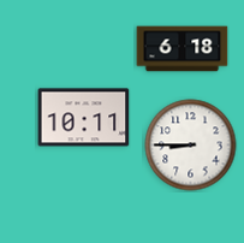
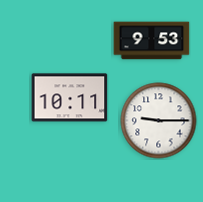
clock at (183, 49): 6:18 -> 9:53
clock at (191, 146): 8:45 -> 9:15
